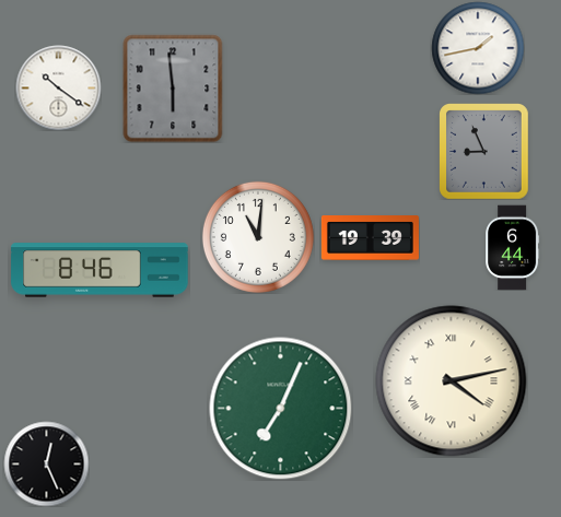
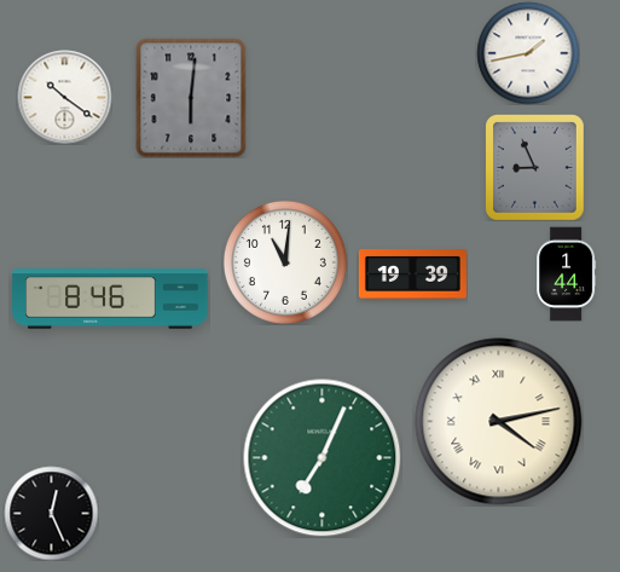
clock at (173, 89): 5:59 -> 6:01
clock at (370, 238) position: (370, 238) -> (412, 275)
clock at (513, 247): 6:44 -> 1:44
clock at (281, 409) position: (281, 409) -> (323, 458)
